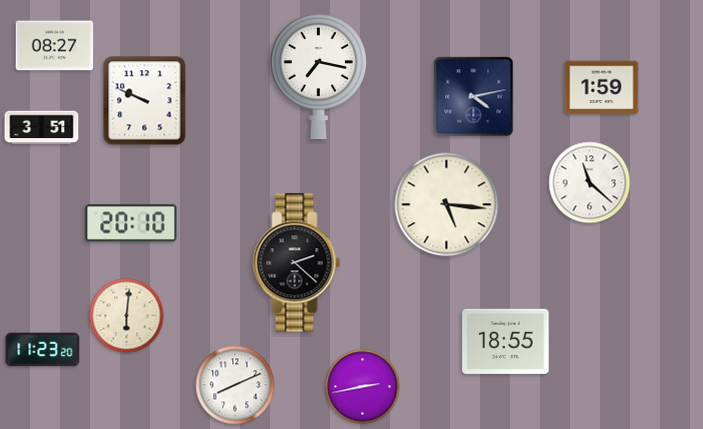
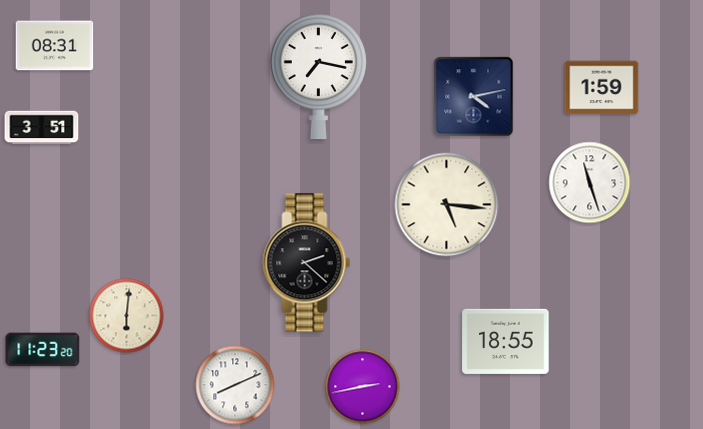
clock at (55, 46): 08:27 -> 08:31
clock at (145, 101): 9:49 -> none
clock at (590, 183): 11:22 -> 11:27
clock at (131, 223): 20:10 -> none
clock at (297, 263) position: (297, 263) -> (307, 263)
